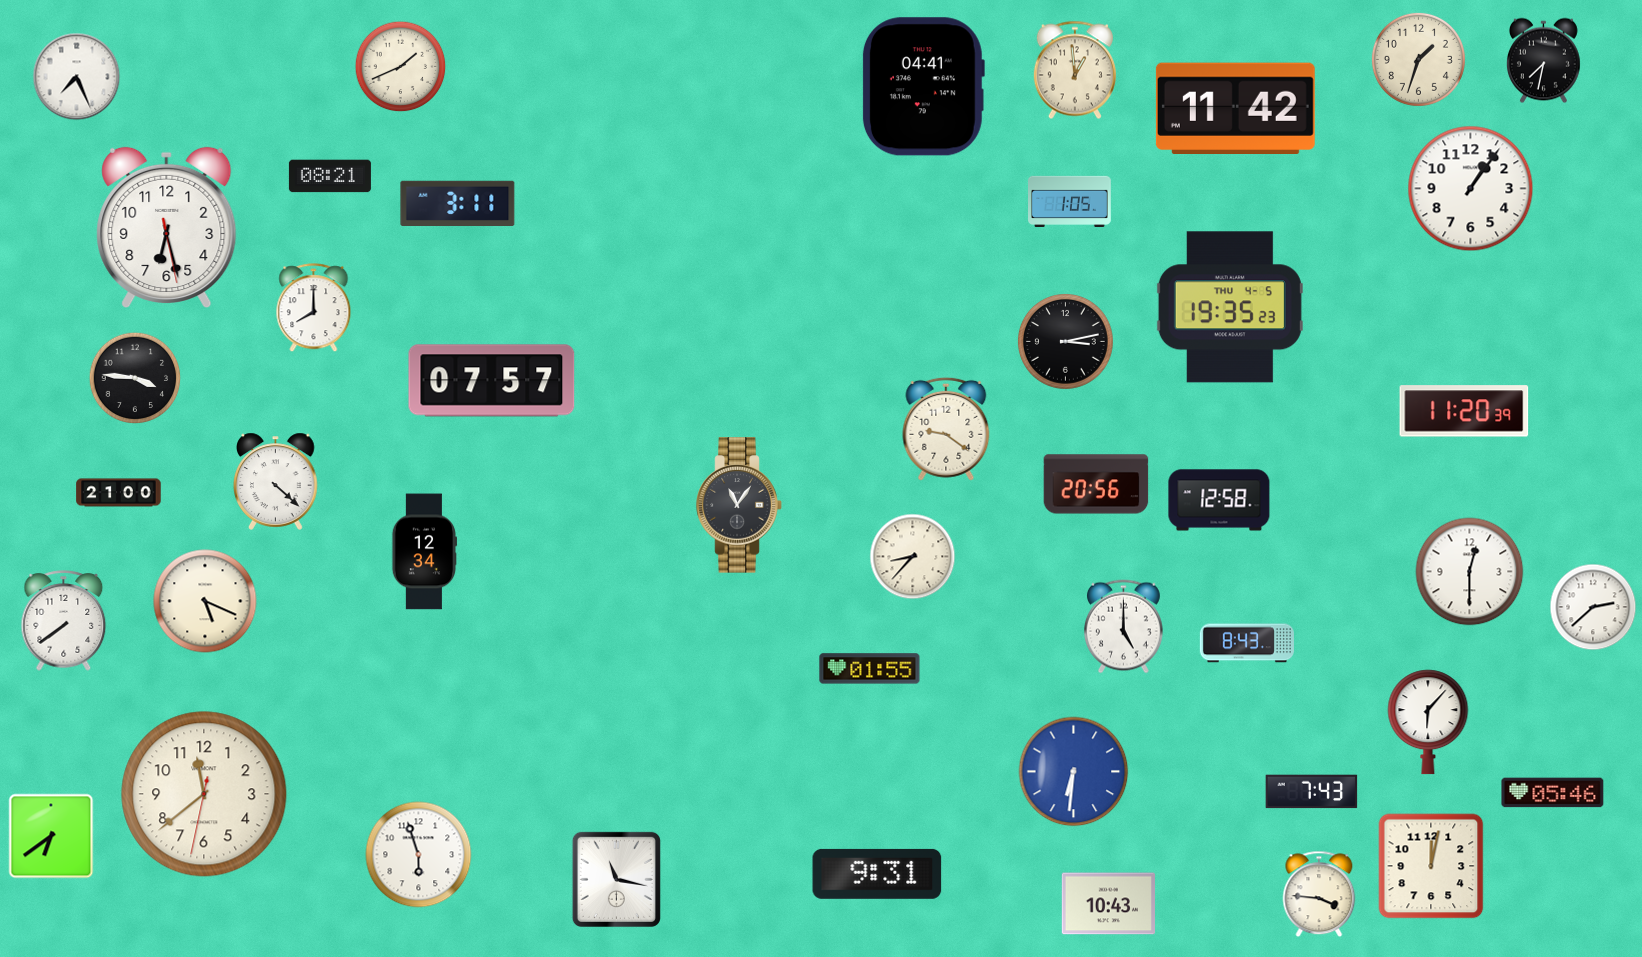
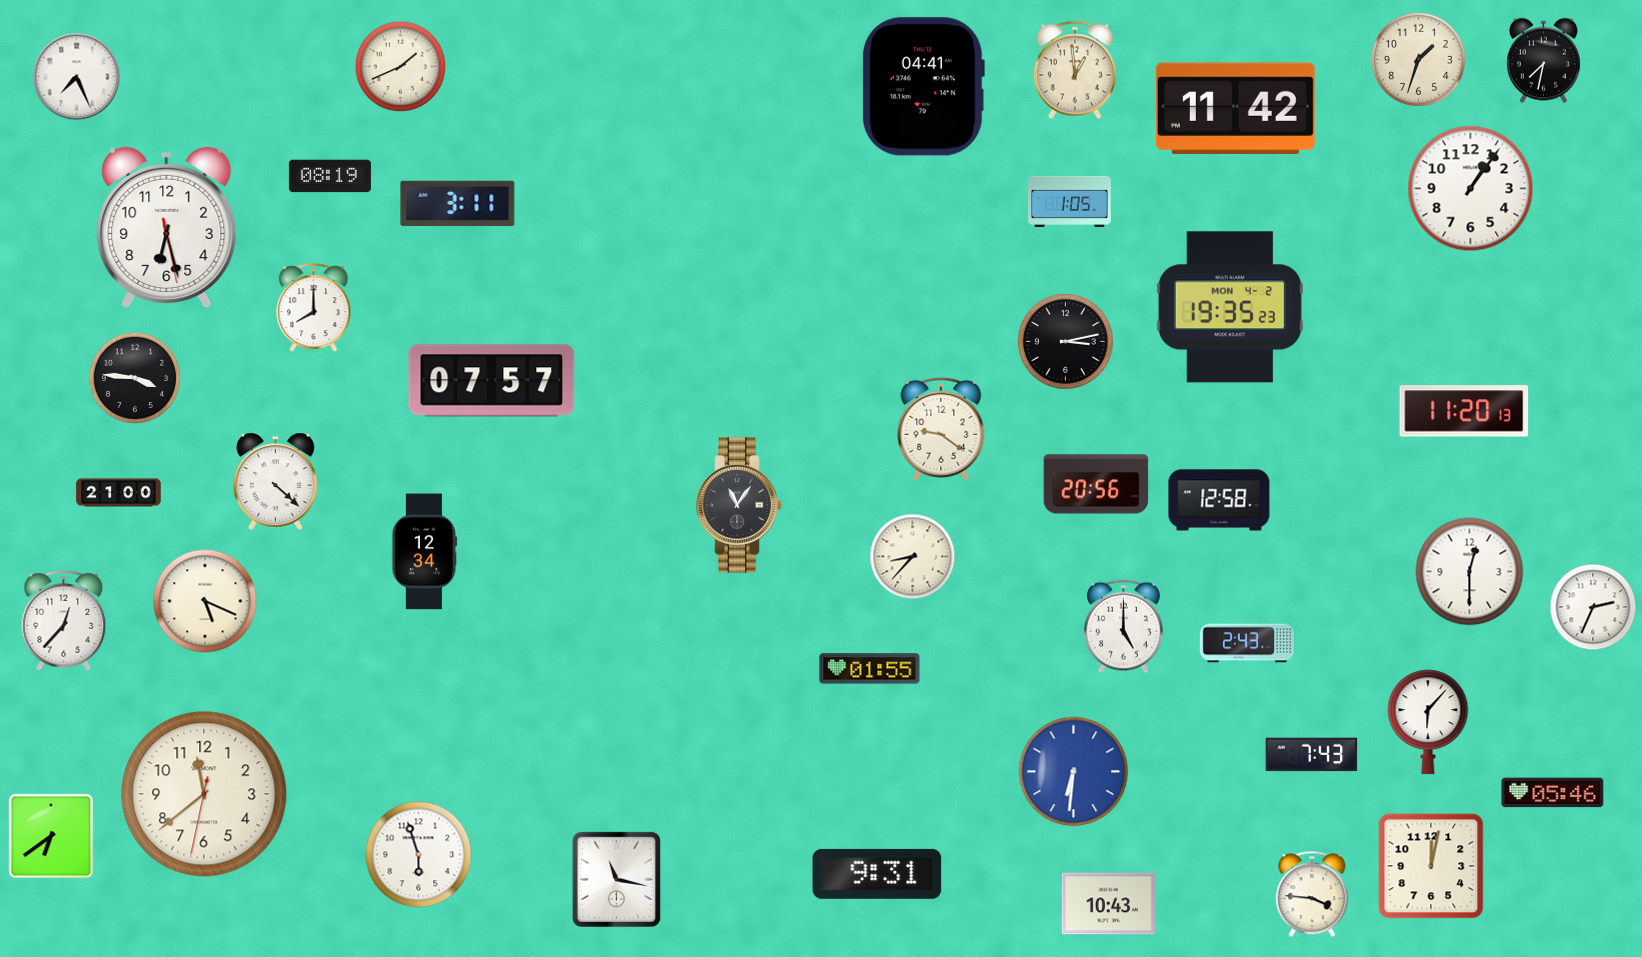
clock at (330, 176): 08:21 -> 08:19
clock at (1230, 307) date: THU 4-5 -> MON 4-2
clock at (1464, 411): 11:20:39 -> 11:20:13
clock at (946, 429) position: (946, 429) -> (941, 429)
clock at (1593, 607): 2:38 -> 2:34
clock at (64, 621): 7:39 -> 12:37
clock at (1247, 643): 8:43 -> 2:43
clock at (1312, 792) position: (1312, 792) -> (1312, 755)
clock at (1319, 894) position: (1319, 894) -> (1312, 894)
